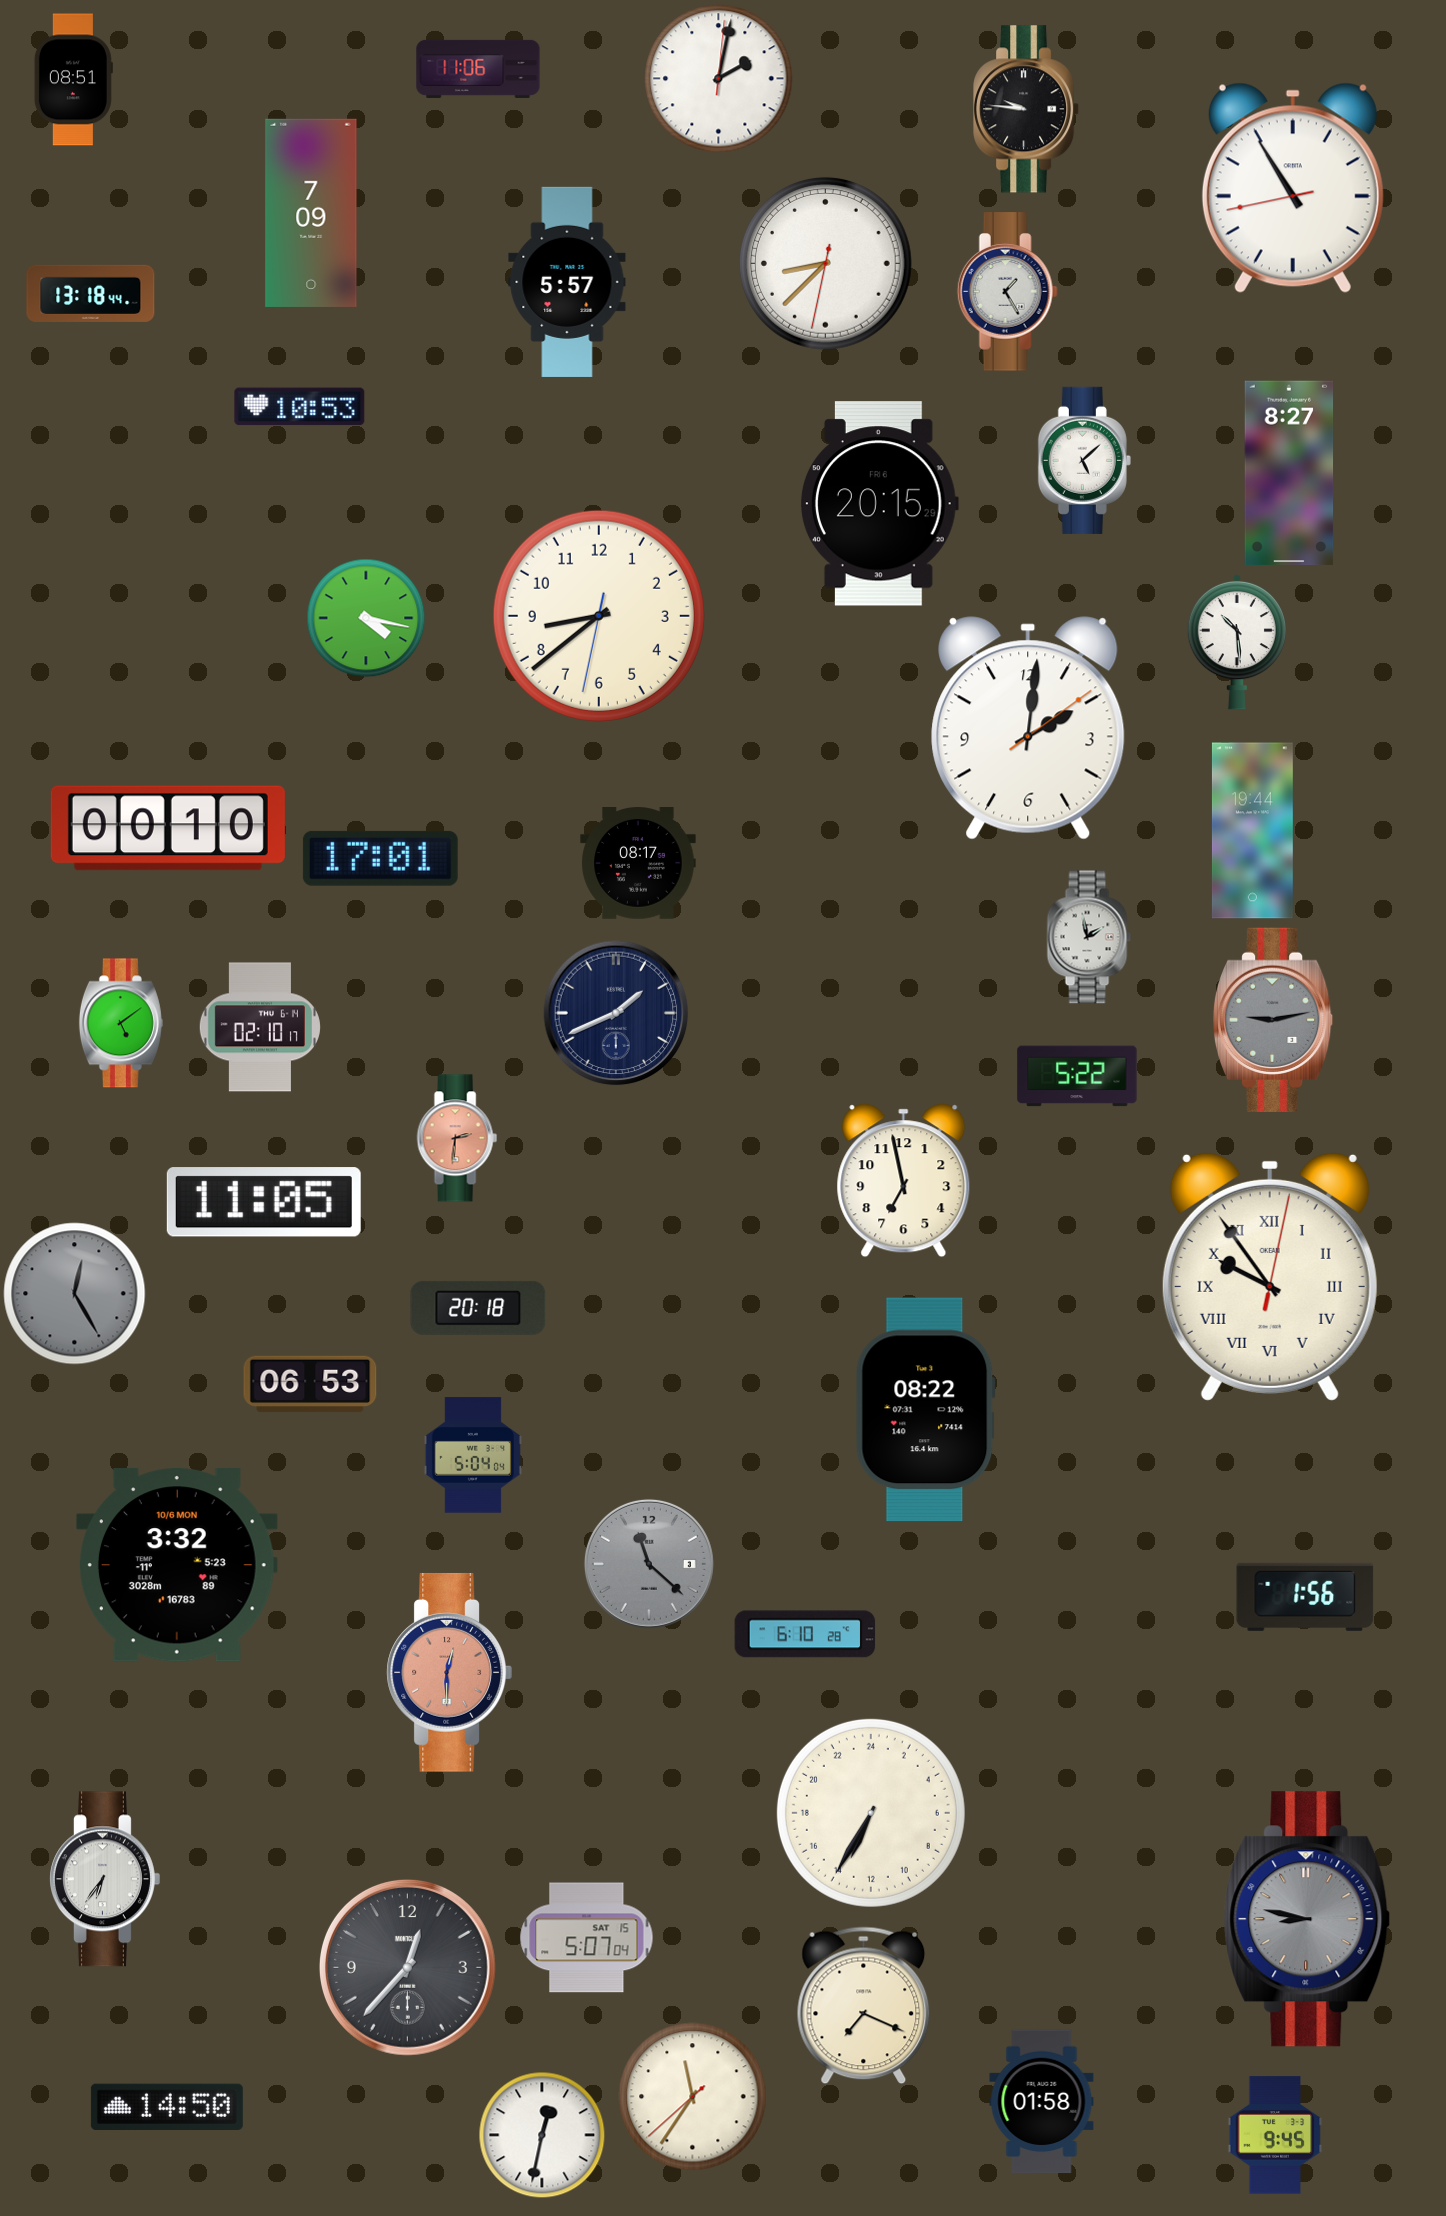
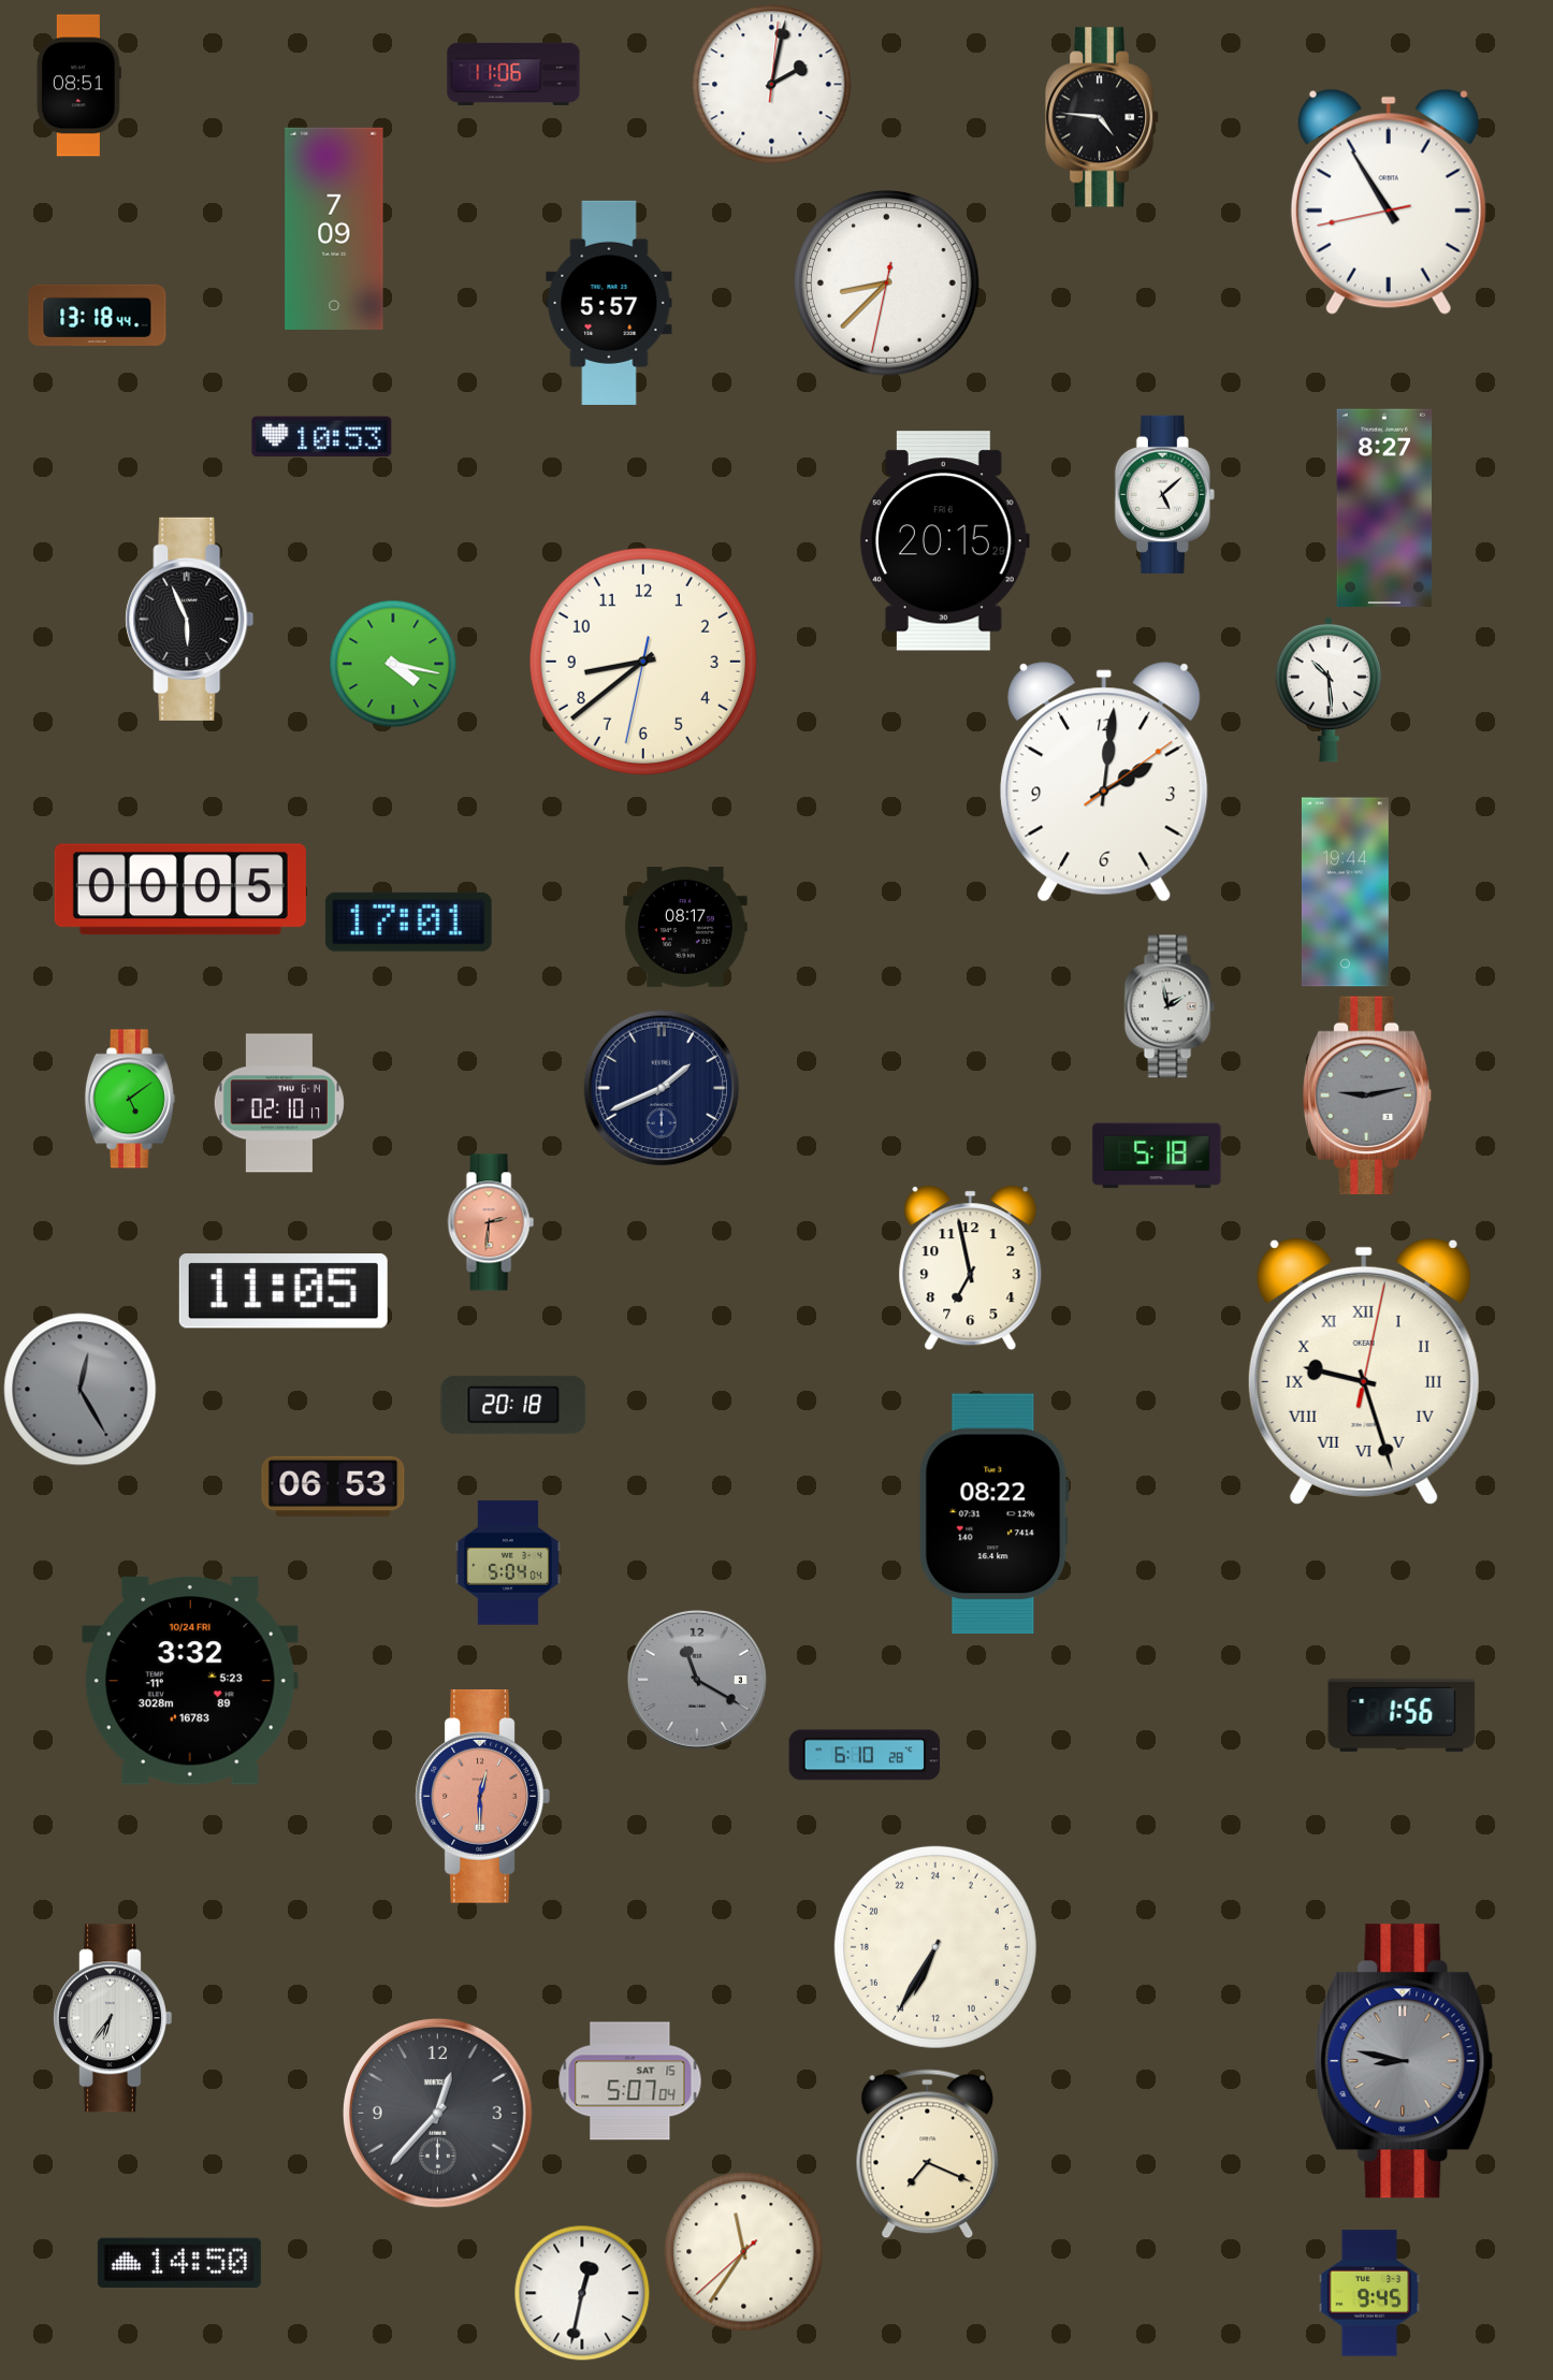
clock at (1027, 109): 9:46 -> 4:46
clock at (1007, 292): 1:25 -> none
clock at (190, 619): none -> 5:56
clock at (168, 828): 00:10 -> 00:05
clock at (1077, 1076): 5:22 -> 5:18
clock at (1270, 1277): 9:54 -> 9:27
clock at (649, 1564): 11:22 -> 11:20
clock at (177, 1565) date: 10/6 MON -> 10/24 FRI
clock at (1042, 2102): 01:58 -> none
